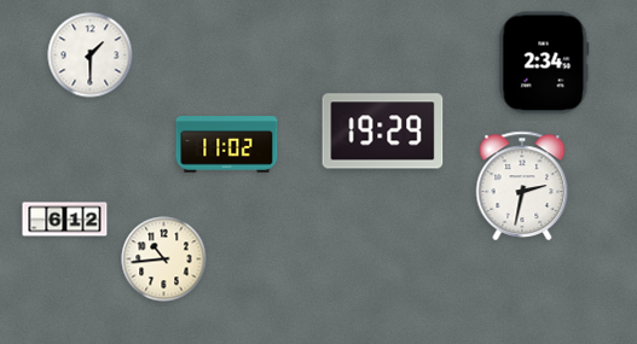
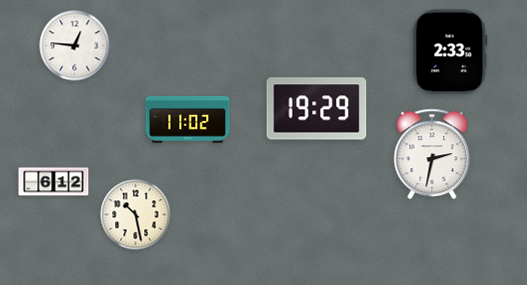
clock at (91, 56): 1:30 -> 12:46
clock at (544, 63): 2:34 -> 2:33
clock at (164, 260): 10:44 -> 10:28
